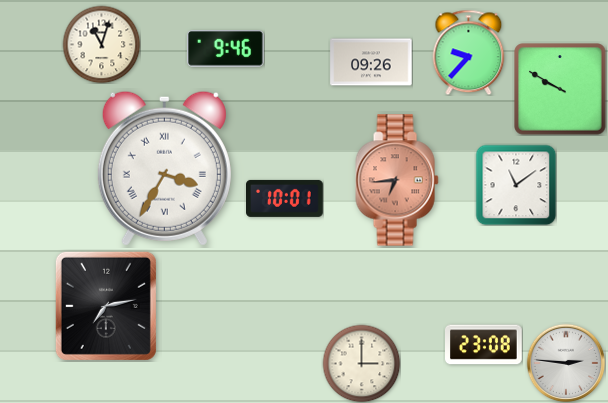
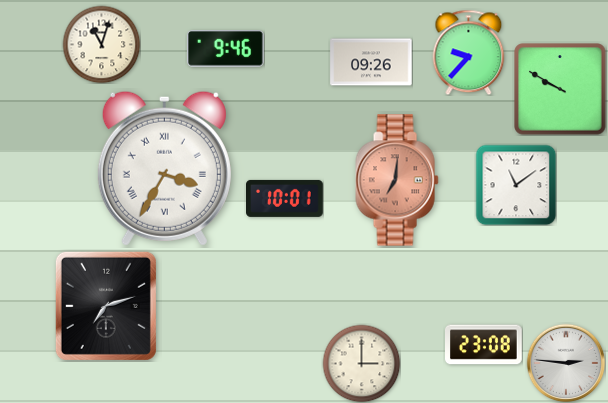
clock at (397, 180): 6:44 -> 7:01
clock at (106, 306): 7:13 -> 7:12
